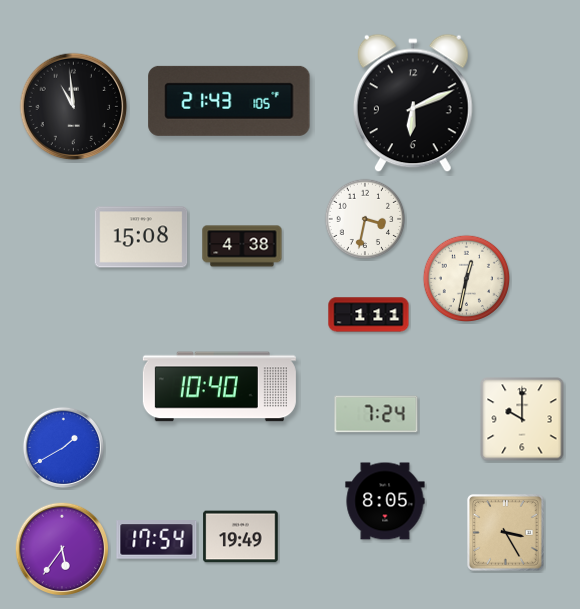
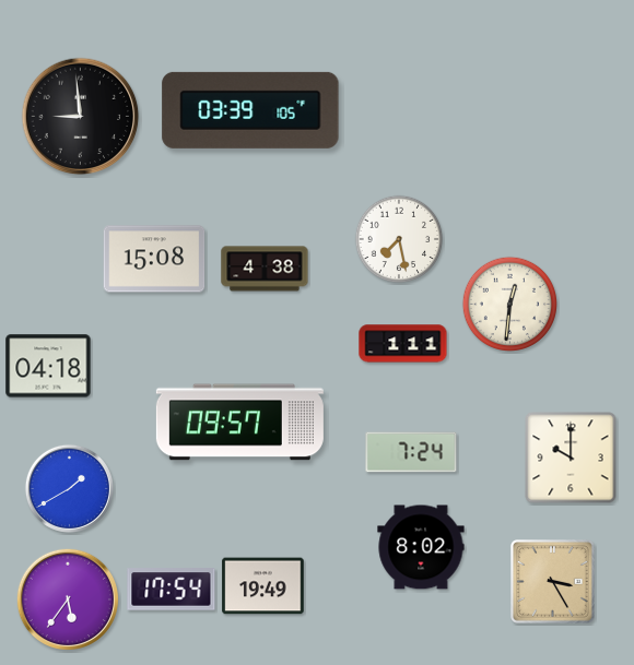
clock at (229, 101): 21:43 -> 03:39
clock at (413, 103): 6:11 -> none
clock at (74, 107): 10:59 -> 8:59
clock at (365, 219): 3:32 -> 7:28
clock at (466, 278): 12:32 -> 12:31
clock at (48, 366): none -> 04:18
clock at (219, 387): 10:40 -> 09:57
clock at (385, 501): 8:05 -> 8:02
